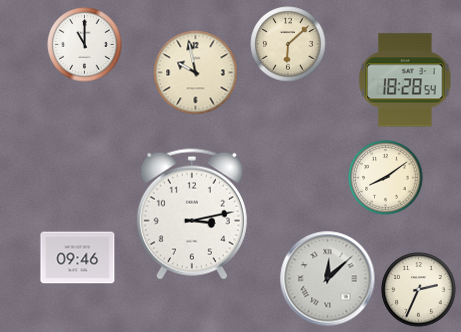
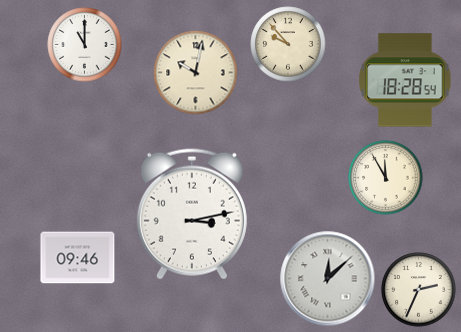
clock at (288, 44): 6:08 -> 9:53
clock at (196, 73): 9:58 -> 10:02
clock at (386, 178): 8:09 -> 11:55
